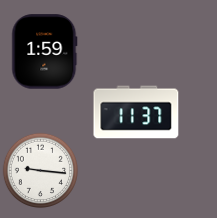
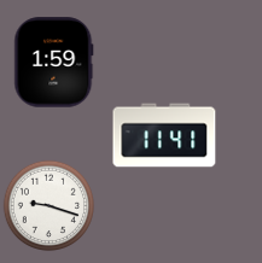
clock at (136, 112): 11:37 -> 11:41
clock at (41, 171): 9:16 -> 9:18
